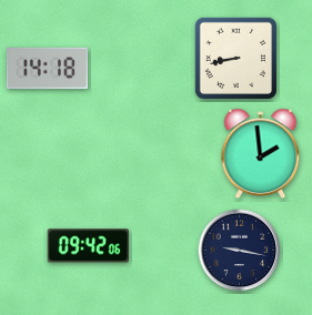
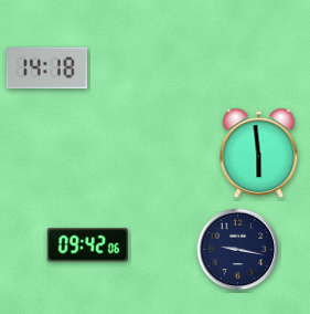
clock at (235, 58): 8:43 -> none
clock at (261, 153): 1:59 -> 5:59
